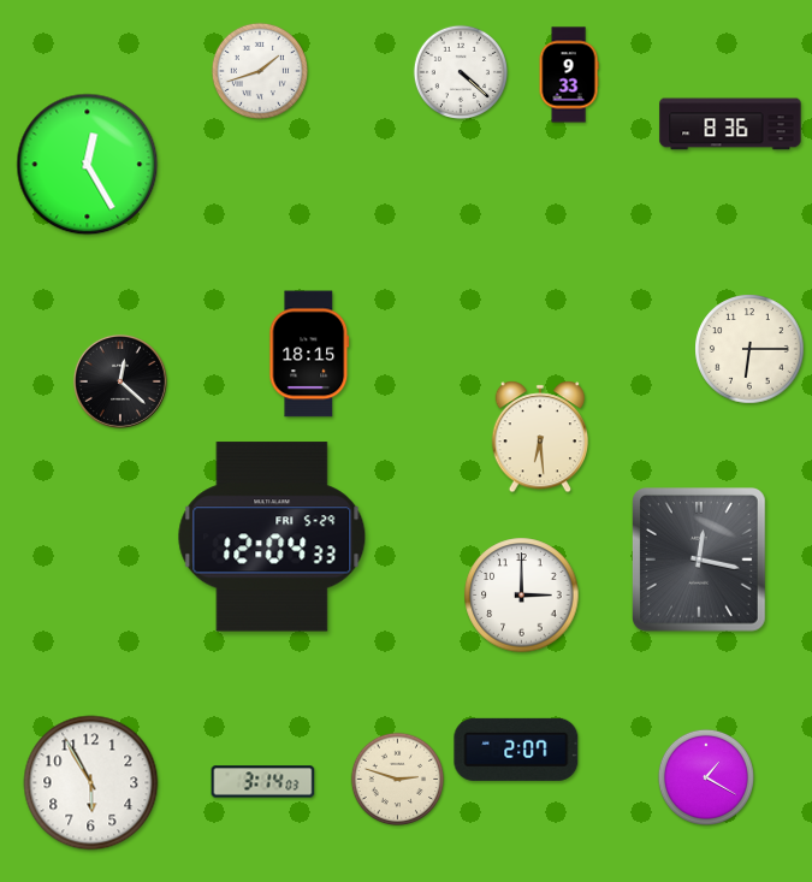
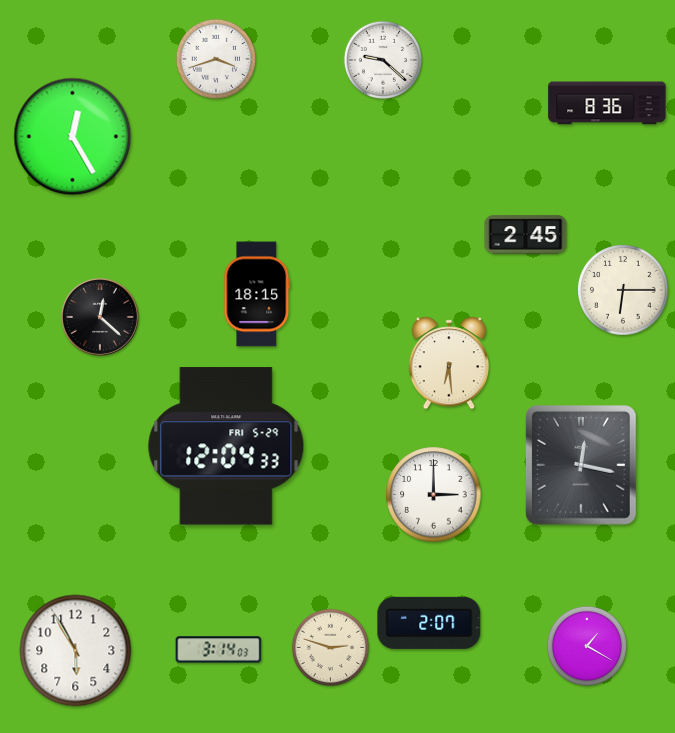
clock at (260, 71): 1:42 -> 3:42
clock at (460, 71): 4:22 -> 9:22
clock at (569, 75): 9:33 -> none
clock at (526, 235): none -> 2:45
